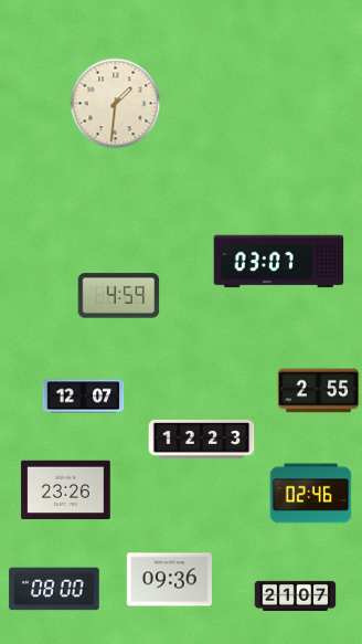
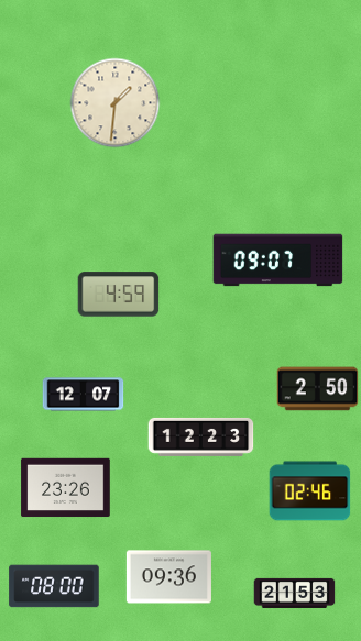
clock at (279, 262): 03:07 -> 09:07
clock at (319, 391): 2:55 -> 2:50
clock at (296, 595): 21:07 -> 21:53
